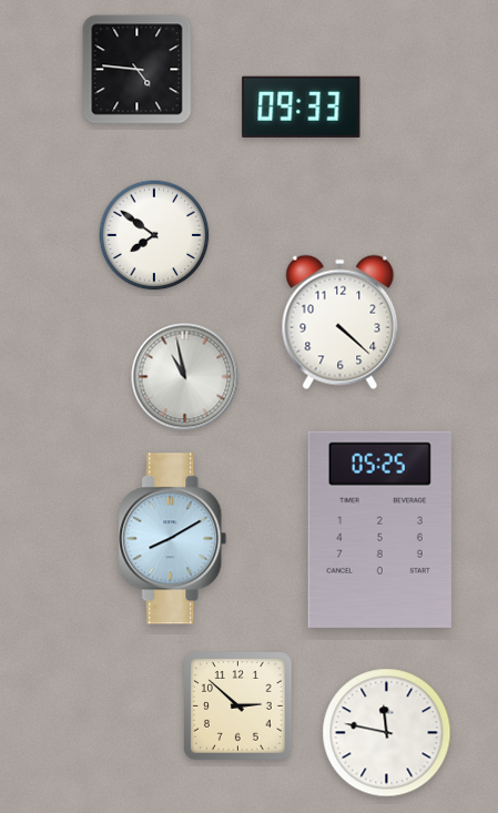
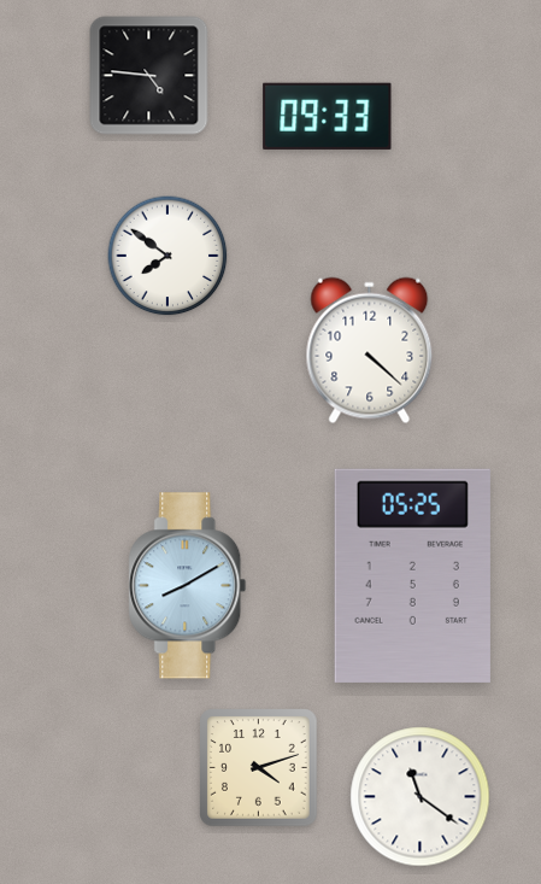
clock at (185, 377): 10:58 -> none
clock at (238, 707): 2:52 -> 4:12
clock at (387, 733): 11:47 -> 11:21
